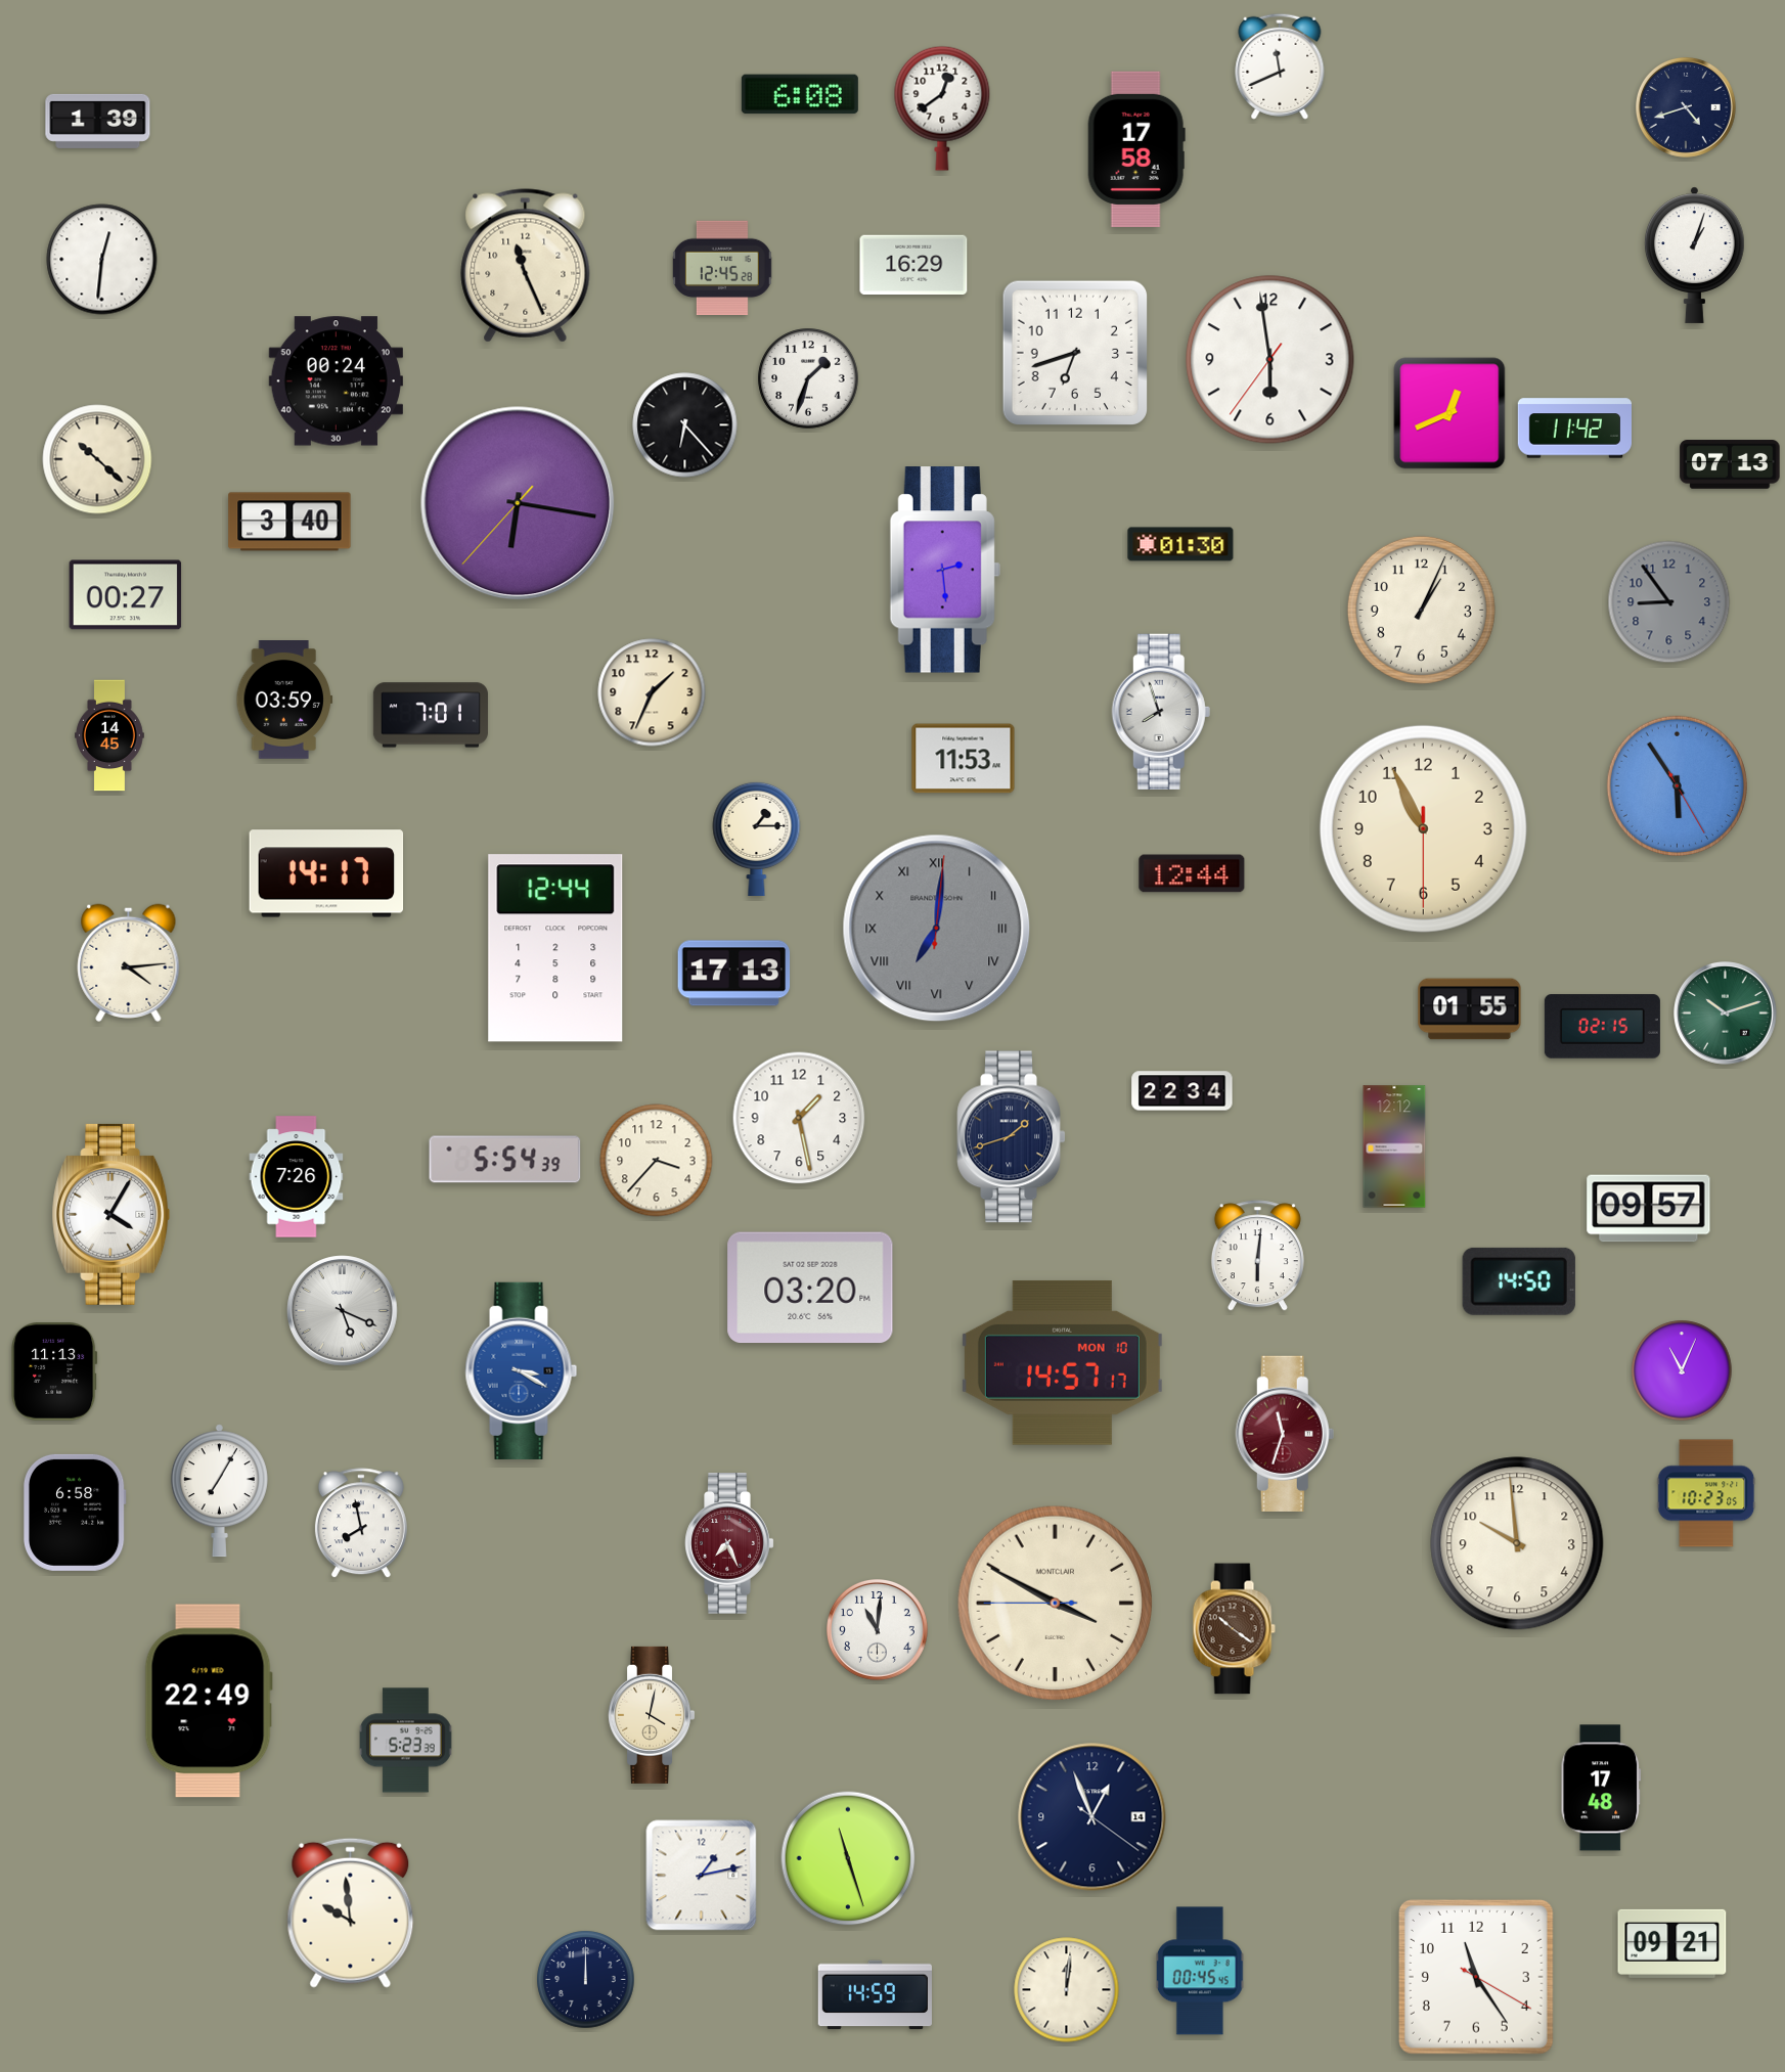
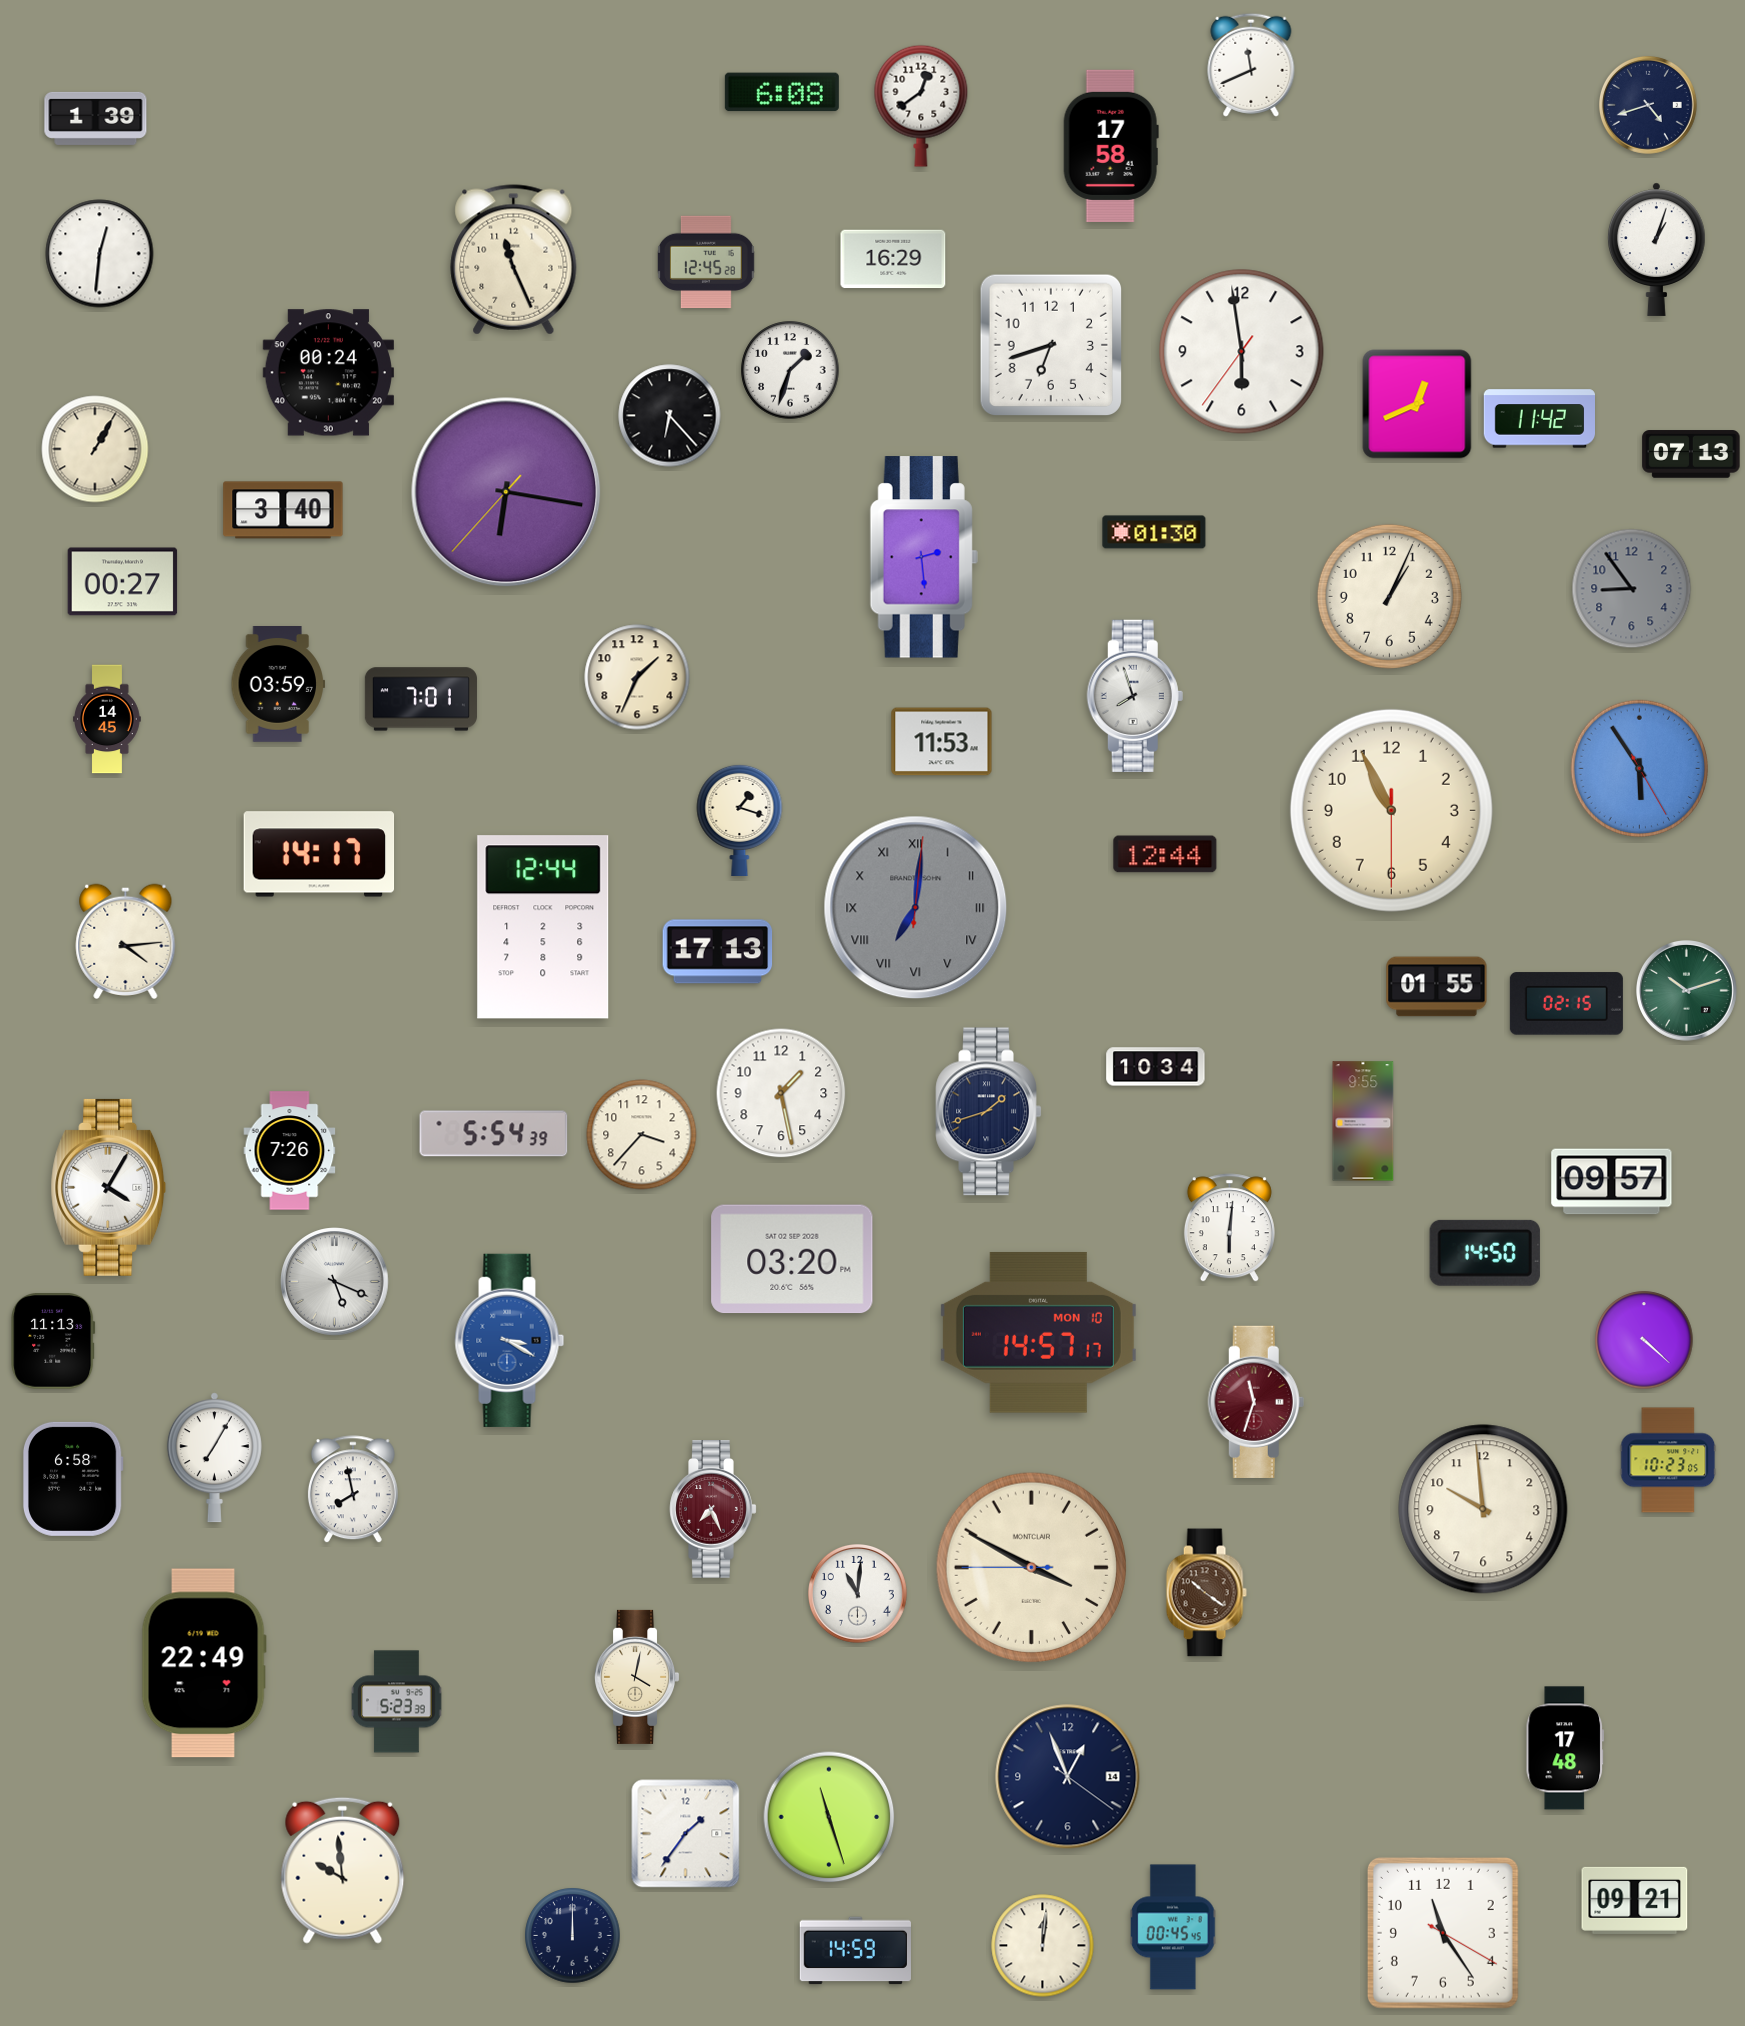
clock at (97, 459): 10:22 -> 1:05
clock at (757, 838): 1:15 -> 1:18
clock at (1182, 1091): 22:34 -> 10:34
clock at (1394, 1146): 12:12 -> 9:55
clock at (1682, 1370): 11:04 -> 4:22
clock at (702, 1876): 1:13 -> 1:36
